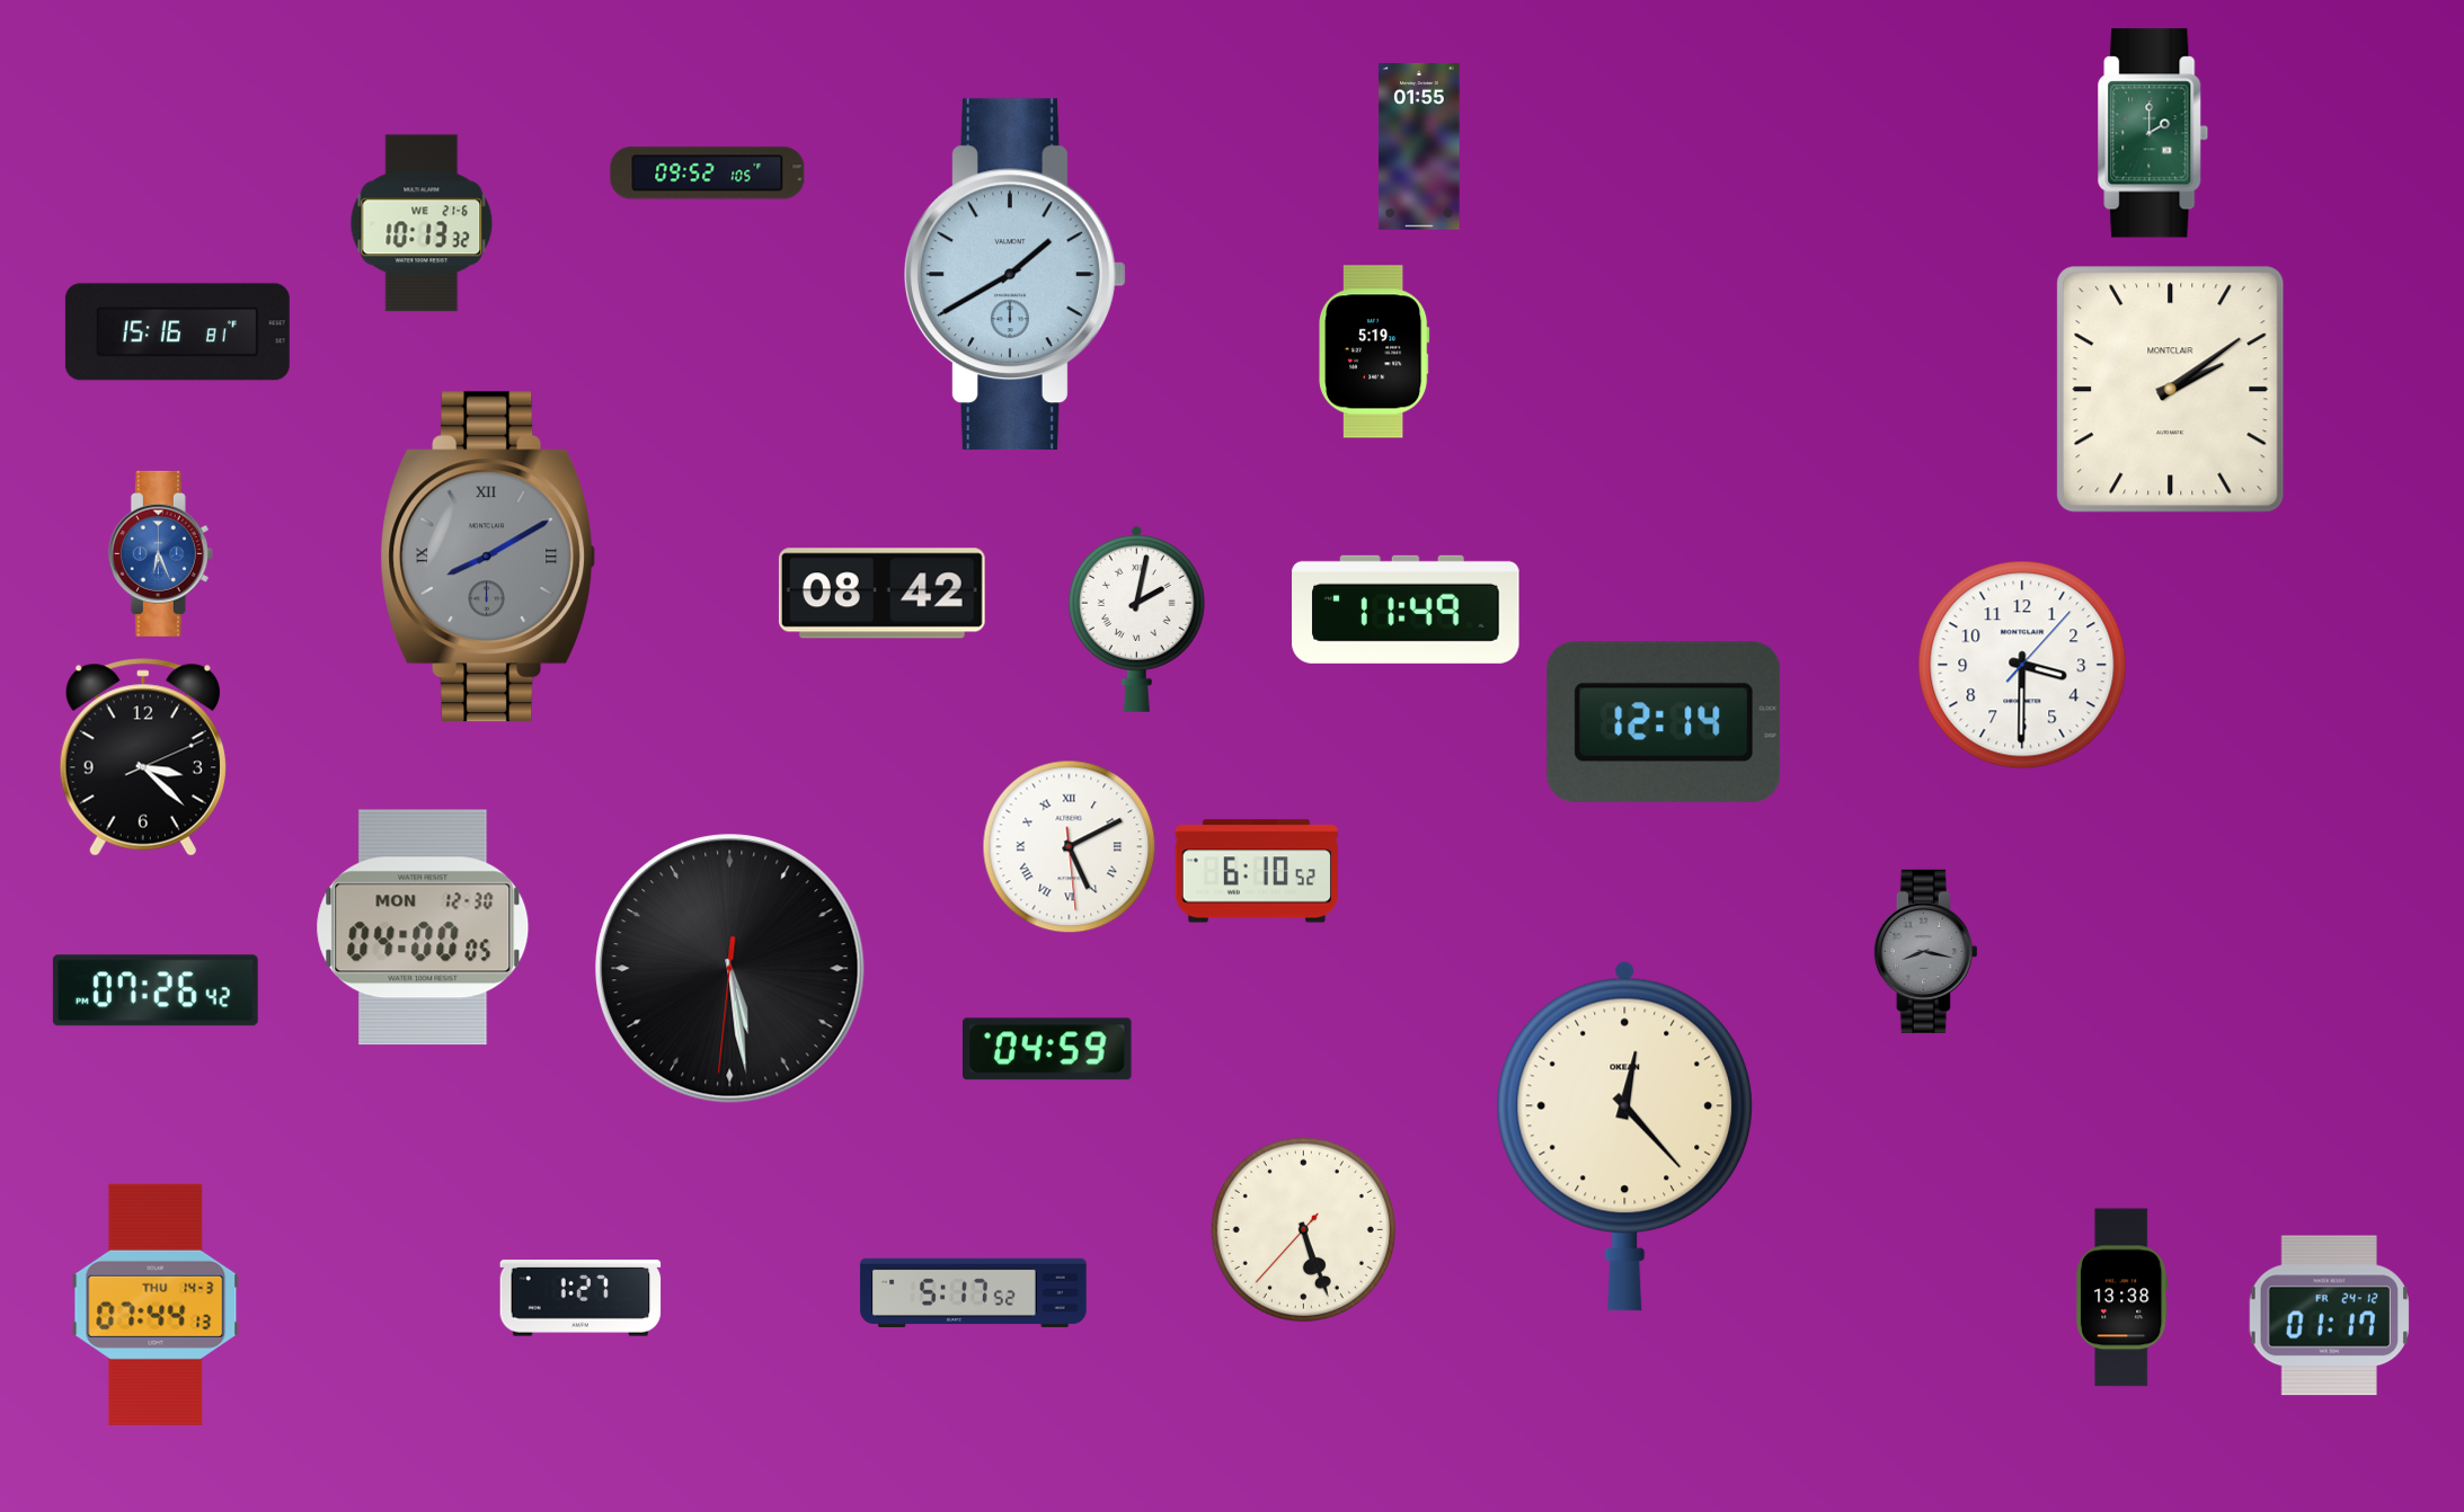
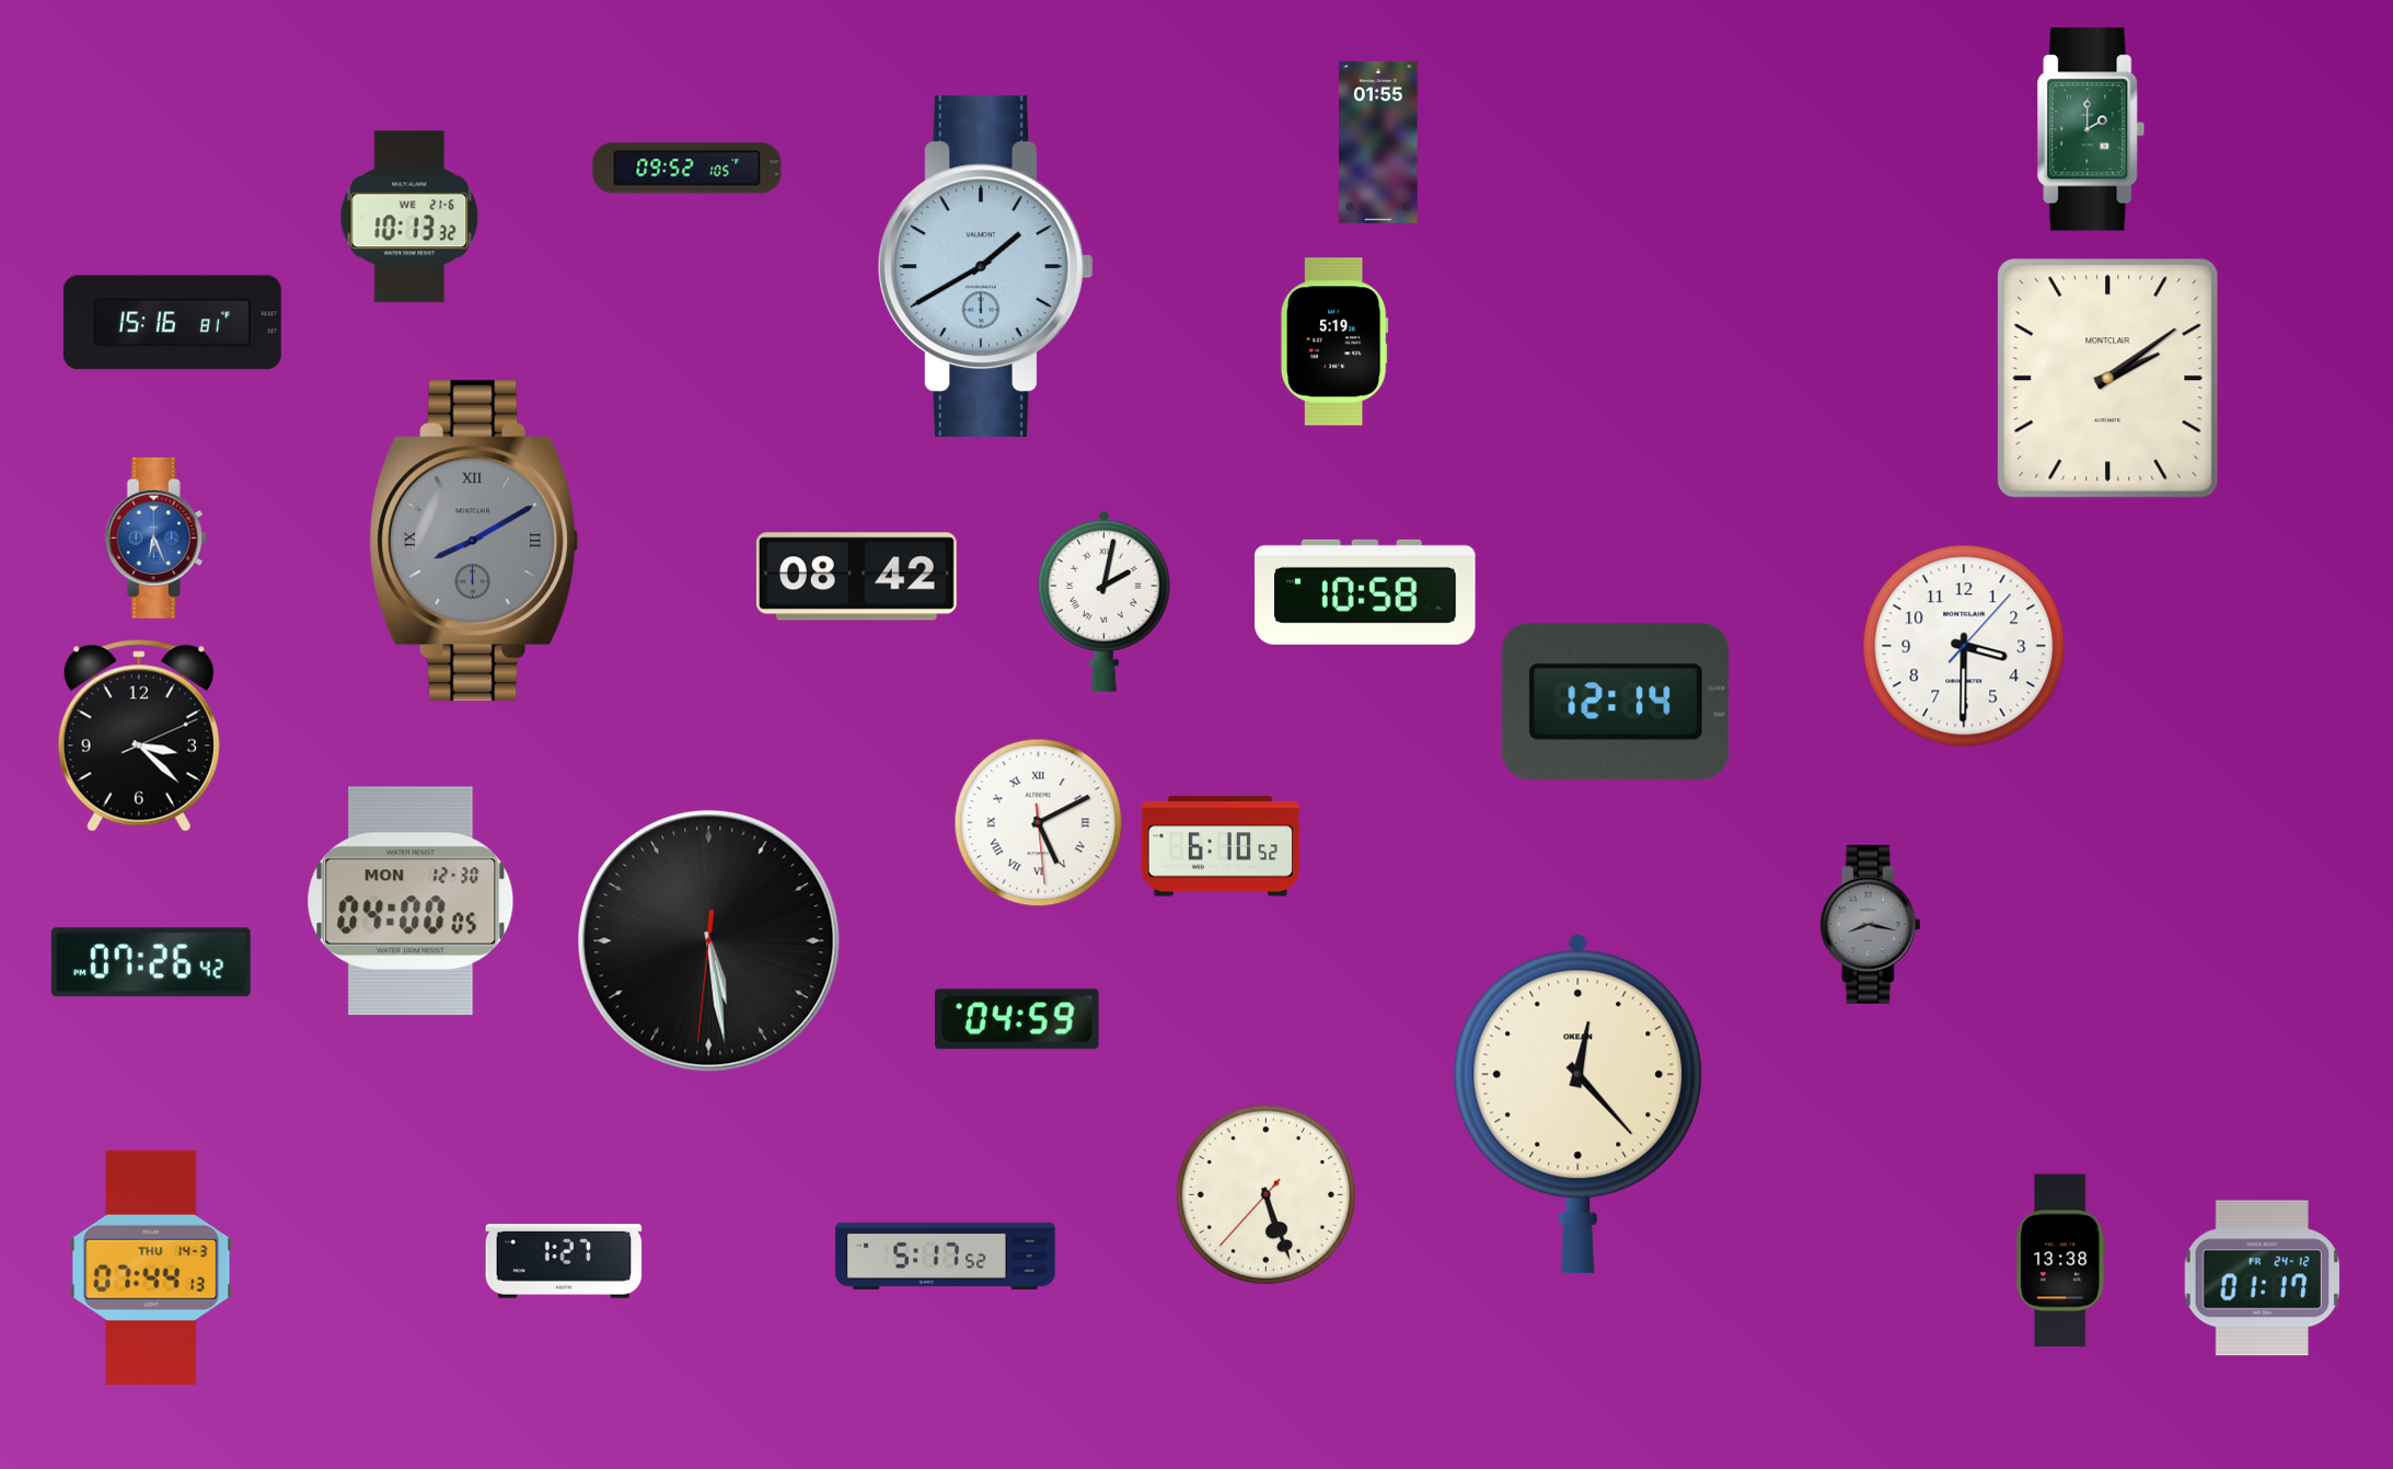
clock at (1406, 610): 11:49 -> 10:58
